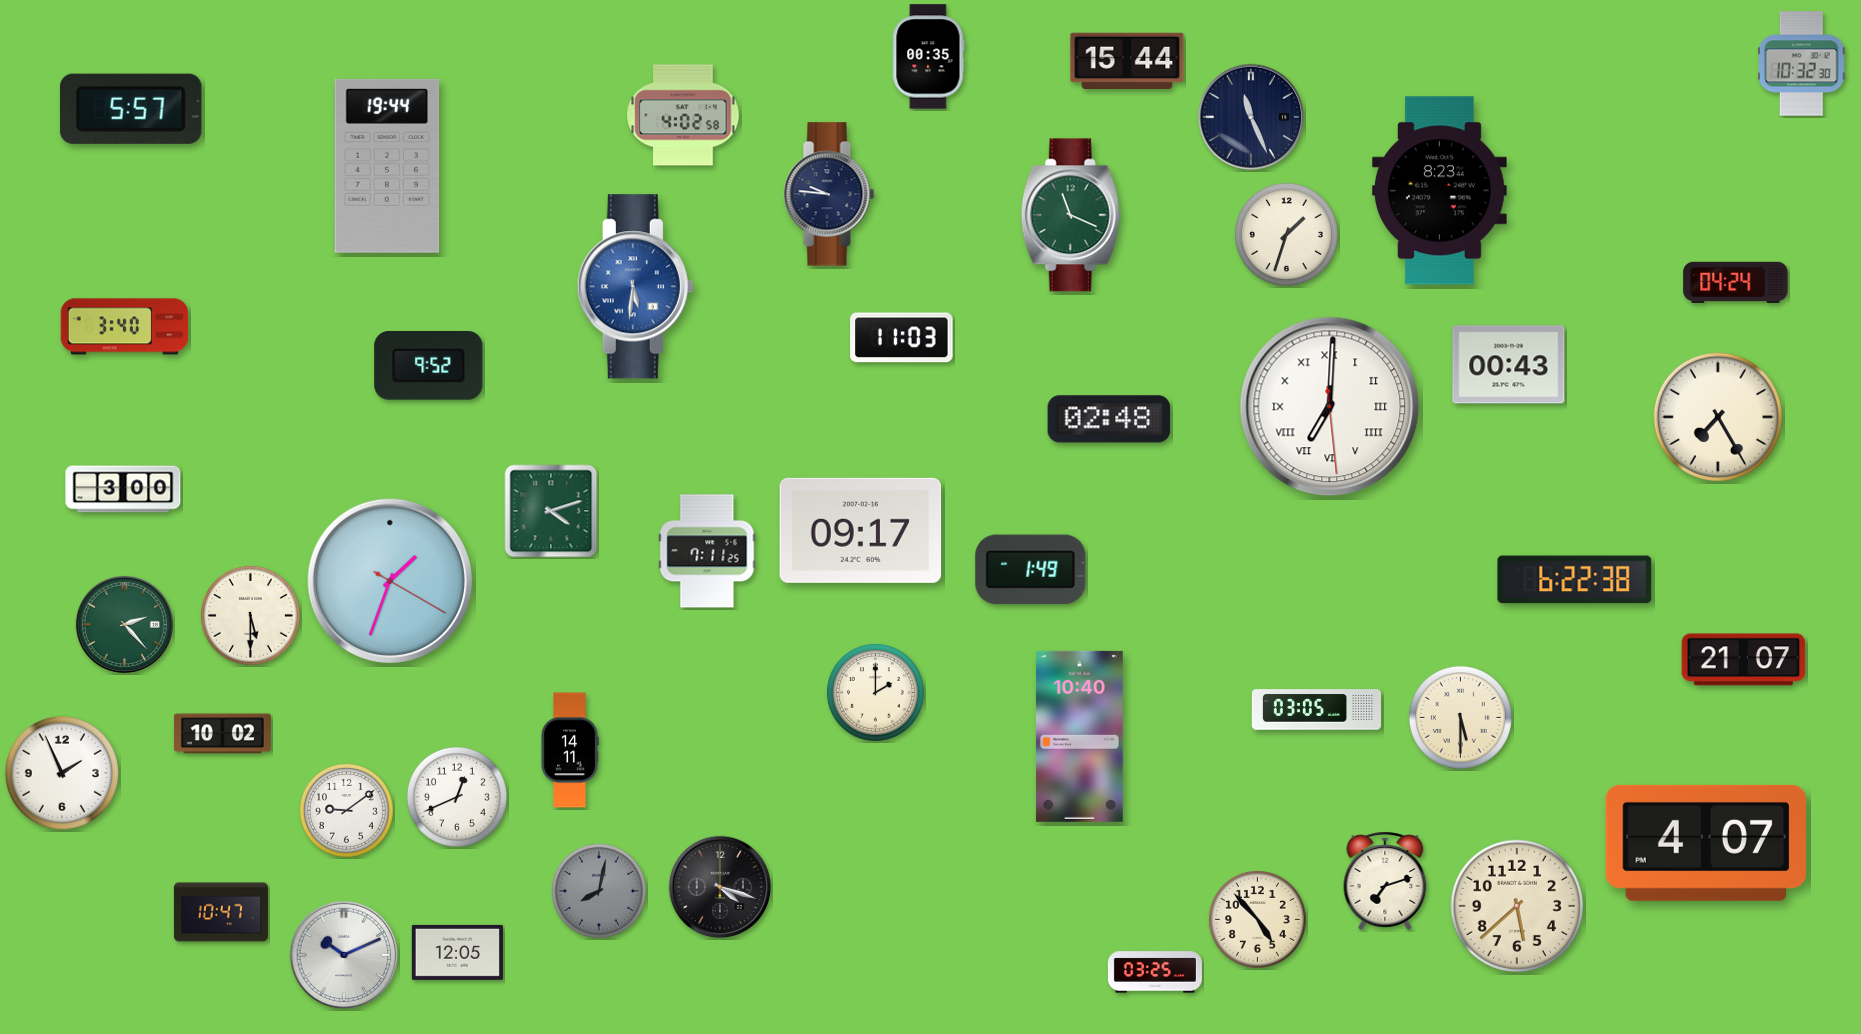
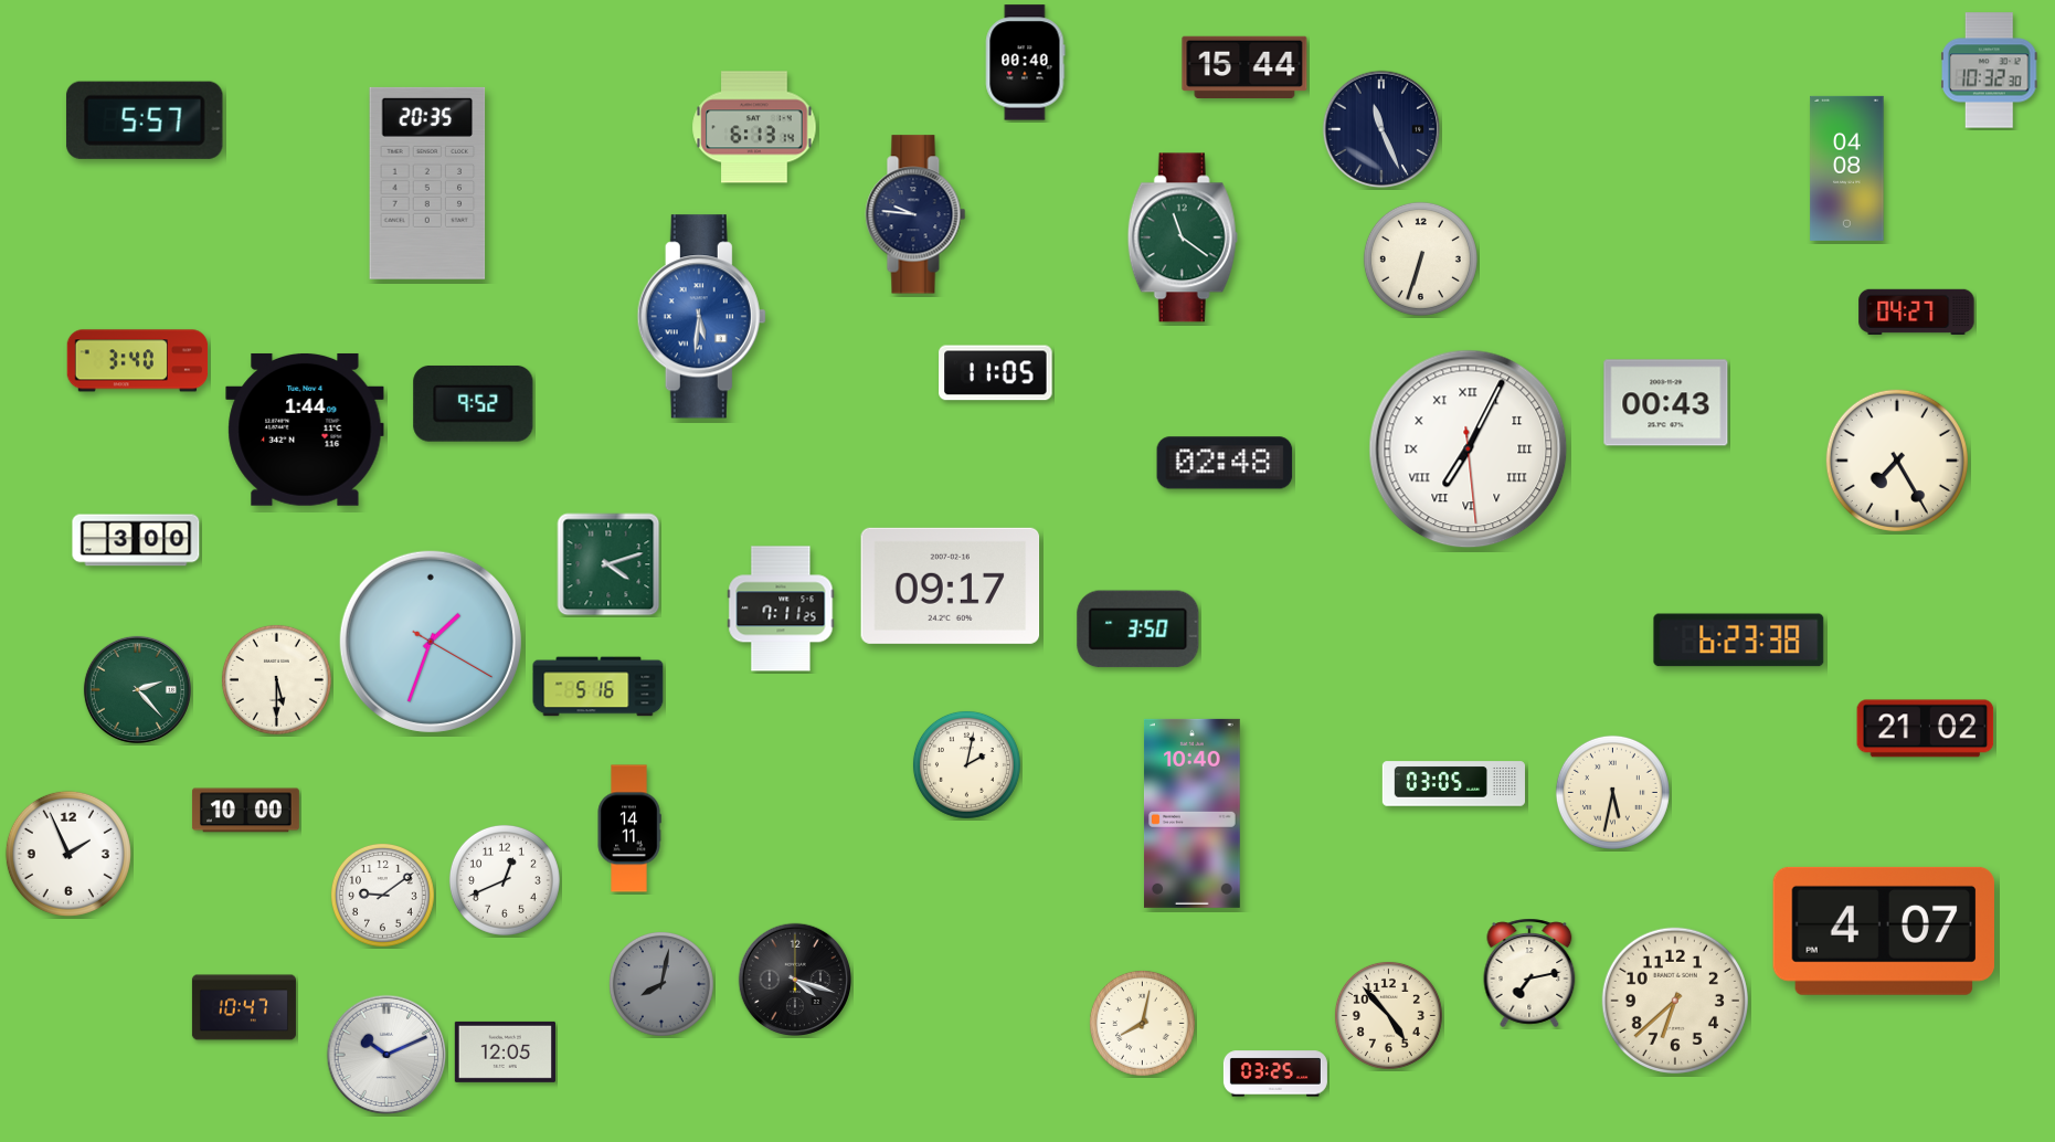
clock at (929, 57): 00:35 -> 00:40
clock at (683, 115): 4:02 -> 6:13
clock at (1847, 168): none -> 04:08
clock at (387, 166): 19:44 -> 20:35
clock at (1439, 191): 8:23 -> none
clock at (1071, 215): 11:19 -> 11:21
clock at (1286, 234): 1:33 -> 6:33
clock at (1736, 282): 04:24 -> 04:27
clock at (902, 338): 11:03 -> 11:05
clock at (305, 430): none -> 1:44
clock at (1330, 407): 7:00 -> 7:04
clock at (1031, 570): 1:49 -> 3:50
clock at (1575, 580): 6:22 -> 6:23
clock at (599, 687): none -> 5:16
clock at (1744, 660): 21:07 -> 21:02
clock at (875, 692): 2:00 -> 2:02
clock at (1460, 717): 5:30 -> 5:32
clock at (222, 734): 10:02 -> 10:00
clock at (1385, 881): 7:12 -> 7:13
clock at (1517, 906): 5:38 -> 6:38
clock at (1142, 1023): none -> 8:02
clock at (344, 955) position: (344, 955) -> (386, 1055)
